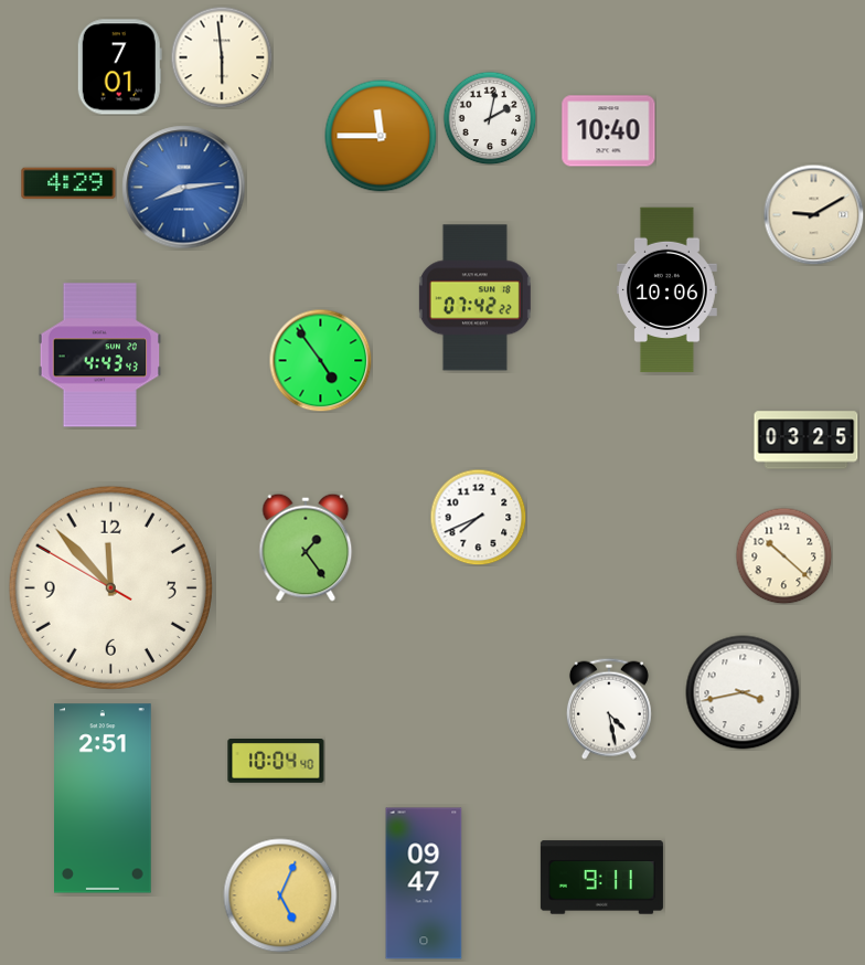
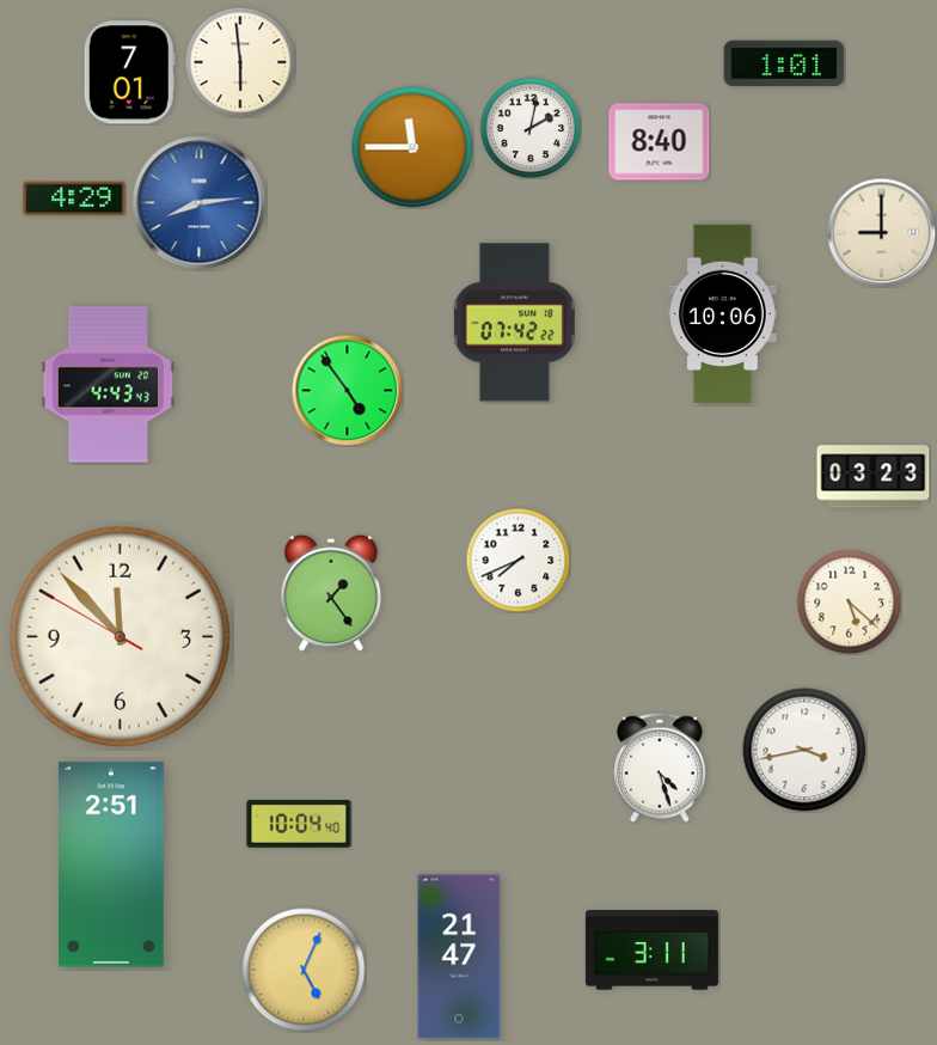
clock at (784, 63): none -> 1:01
clock at (609, 131): 10:40 -> 8:40
clock at (813, 214): 9:10 -> 9:00
clock at (807, 441): 03:25 -> 03:23
clock at (783, 555): 10:22 -> 5:22
clock at (609, 709): 4:28 -> 4:27
clock at (601, 878): 9:11 -> 3:11
clock at (424, 883): 09:47 -> 21:47
